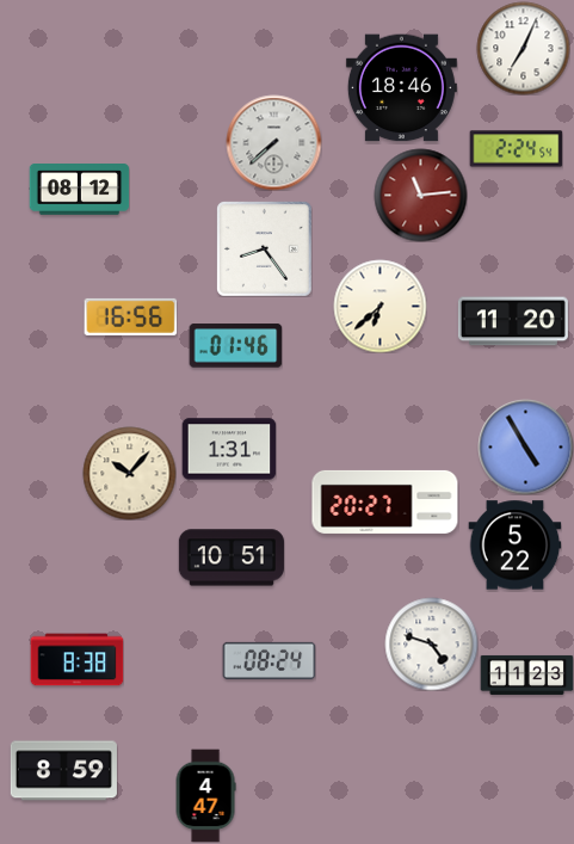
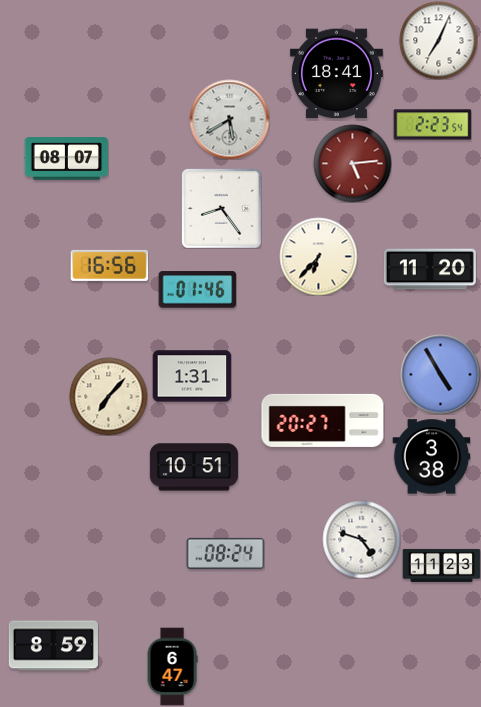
clock at (401, 88): 18:46 -> 18:41
clock at (273, 142): 7:38 -> 5:40
clock at (516, 149): 2:24 -> 2:23
clock at (79, 190): 08:12 -> 08:07
clock at (420, 195): 11:14 -> 5:14
clock at (379, 306): 6:38 -> 6:37
clock at (129, 473): 10:07 -> 7:07
clock at (514, 546): 5:22 -> 3:38
clock at (76, 660): 8:38 -> none
clock at (205, 795): 4:47 -> 6:47
